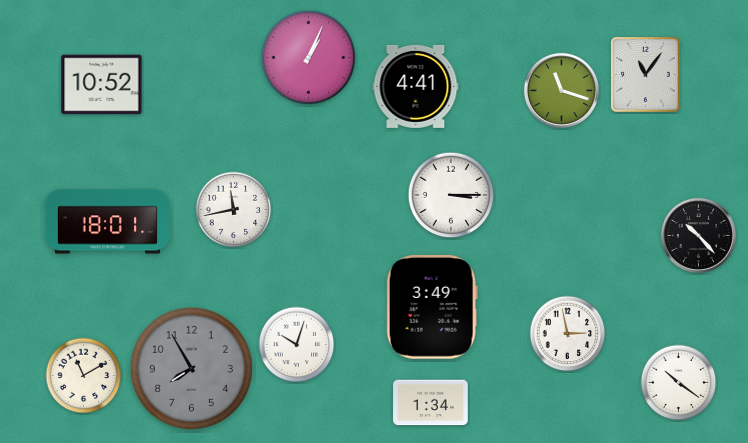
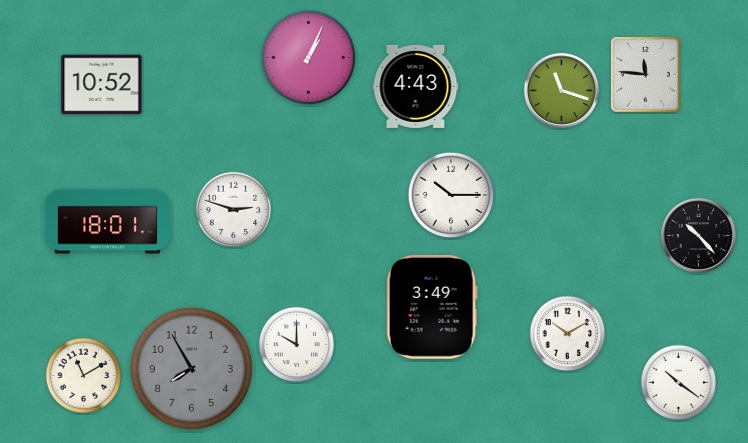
clock at (646, 75): 11:06 -> 11:46
clock at (416, 86): 4:41 -> 4:43
clock at (451, 195): 3:15 -> 10:15
clock at (234, 210): 11:43 -> 2:48
clock at (568, 334): 2:58 -> 10:10
clock at (297, 345): 10:03 -> 10:00
clock at (431, 403): 1:34 -> none
